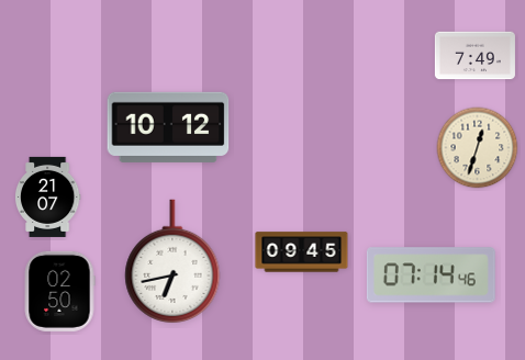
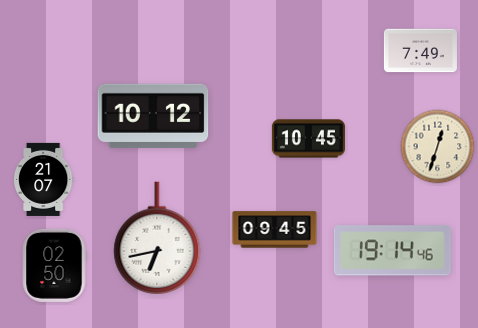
clock at (474, 56) position: (474, 56) -> (420, 51)
clock at (478, 148) position: (478, 148) -> (438, 147)
clock at (308, 139): none -> 10:45
clock at (431, 275): 07:14 -> 19:14
